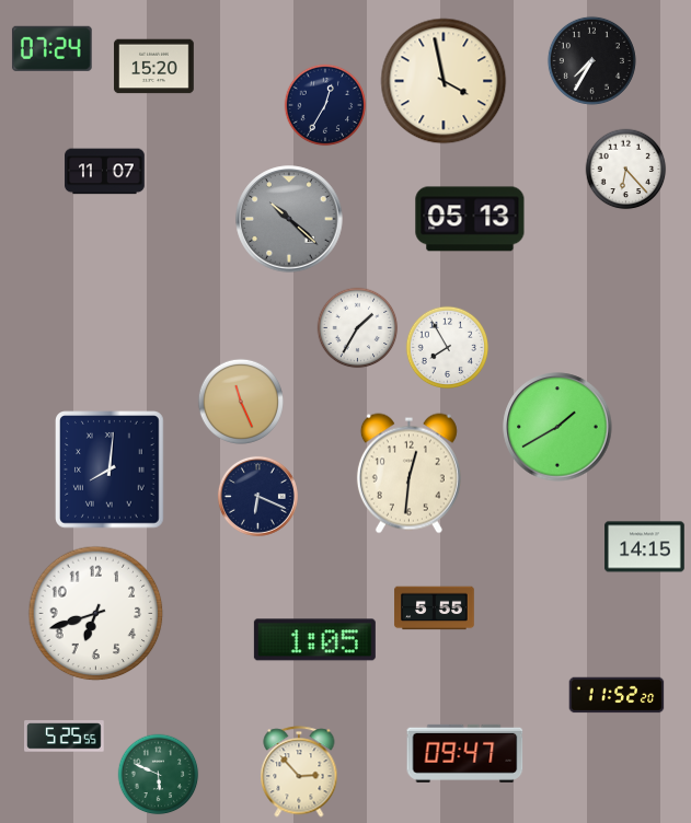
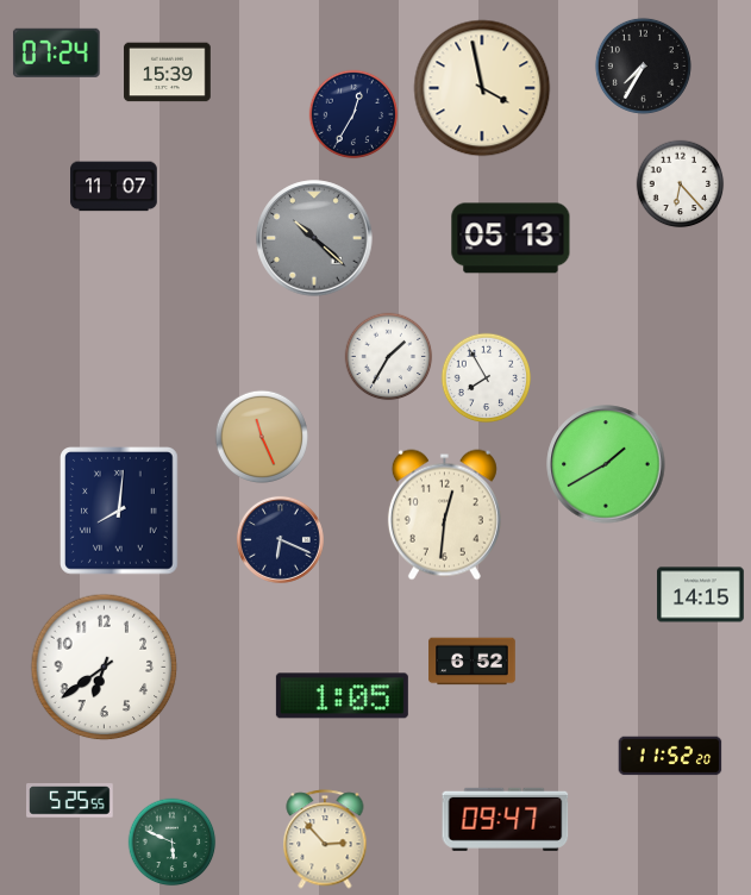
clock at (154, 67): 15:20 -> 15:39
clock at (435, 608): 5:55 -> 6:52
clock at (96, 614): 6:42 -> 6:39
